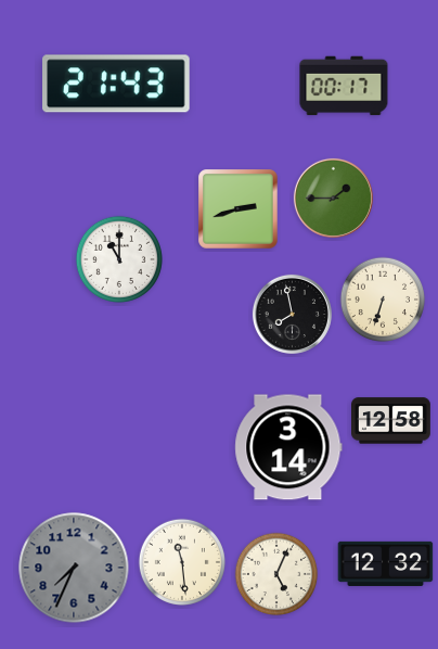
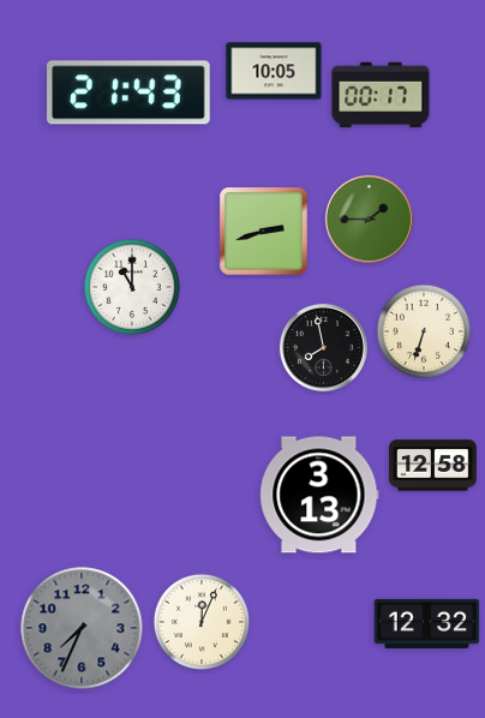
clock at (274, 71): none -> 10:05
clock at (288, 447): 3:14 -> 3:13
clock at (182, 562): 11:29 -> 12:04
clock at (276, 574): 5:04 -> none
